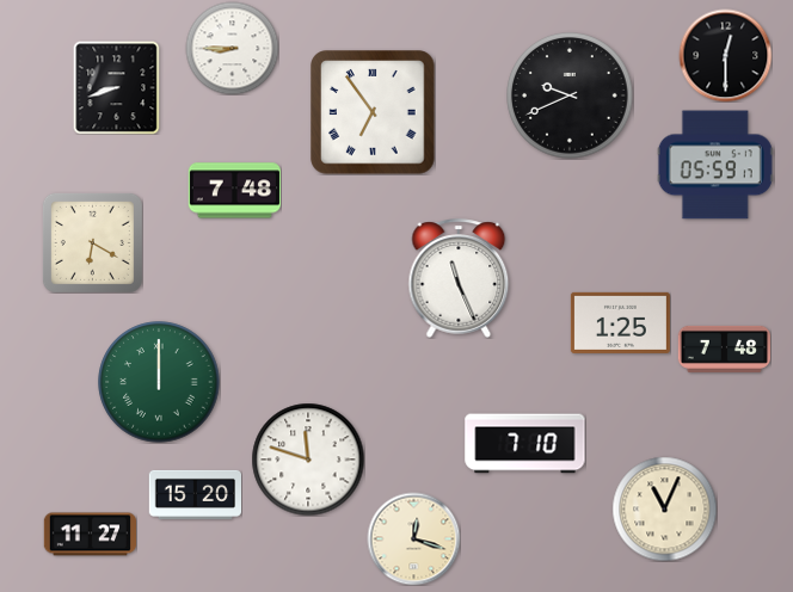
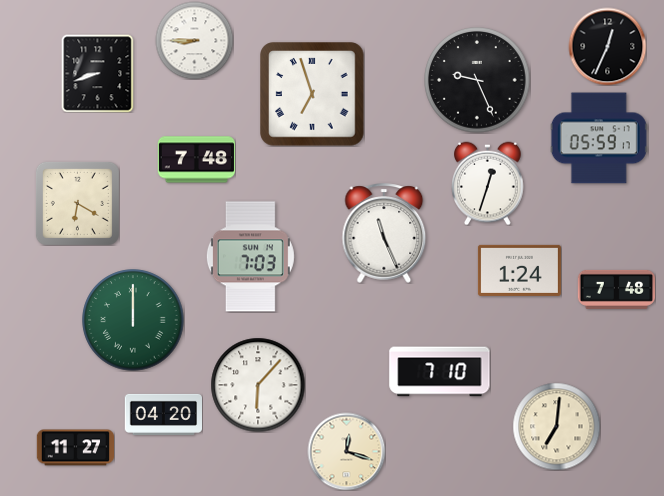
clock at (725, 55): 12:30 -> 12:34
clock at (570, 95): 9:41 -> 9:26
clock at (373, 112): 6:54 -> 6:57
clock at (488, 183): none -> 12:33
clock at (250, 257): none -> 7:03
clock at (620, 322): 1:25 -> 1:24
clock at (724, 349) position: (724, 349) -> (616, 289)
clock at (308, 460): 11:48 -> 6:07
clock at (195, 494): 15:20 -> 04:20
clock at (664, 508): 11:04 -> 7:01
